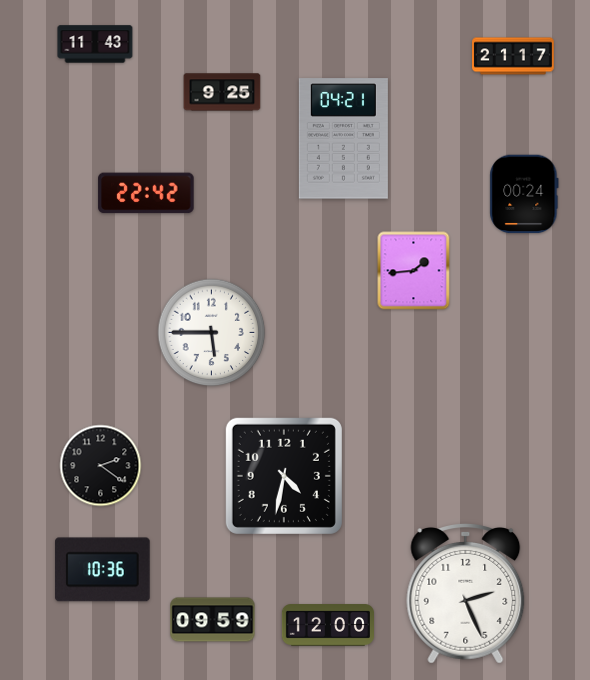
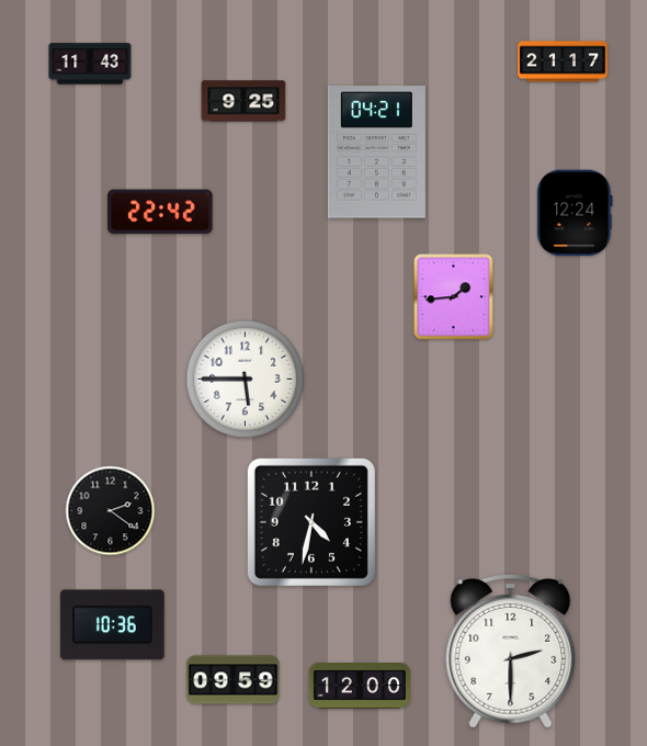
clock at (95, 44) position: (95, 44) -> (90, 64)
clock at (524, 194): 00:24 -> 12:24
clock at (212, 333) position: (212, 333) -> (246, 380)
clock at (466, 594): 2:26 -> 2:30
